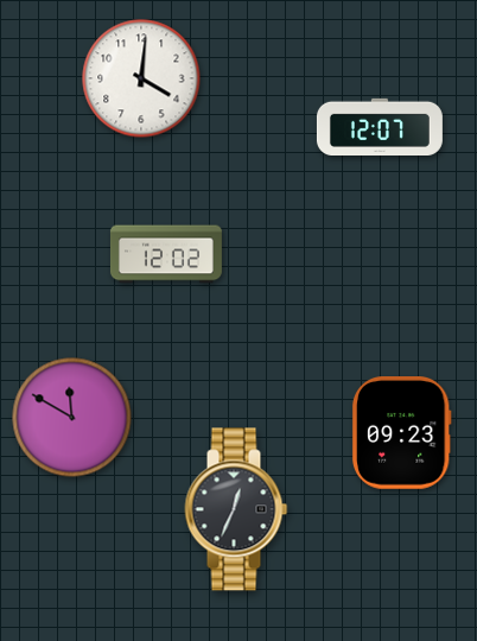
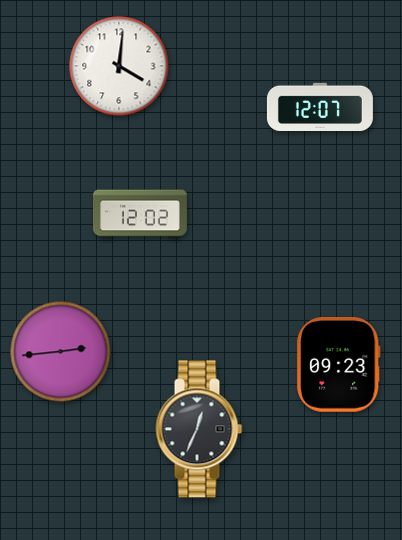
clock at (72, 418): 11:50 -> 2:44
